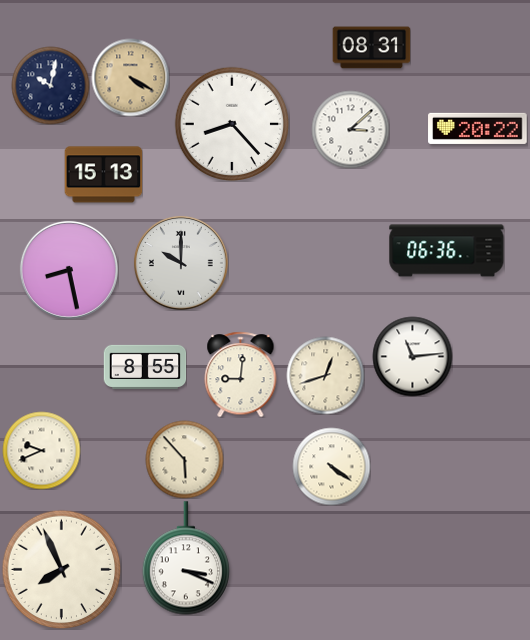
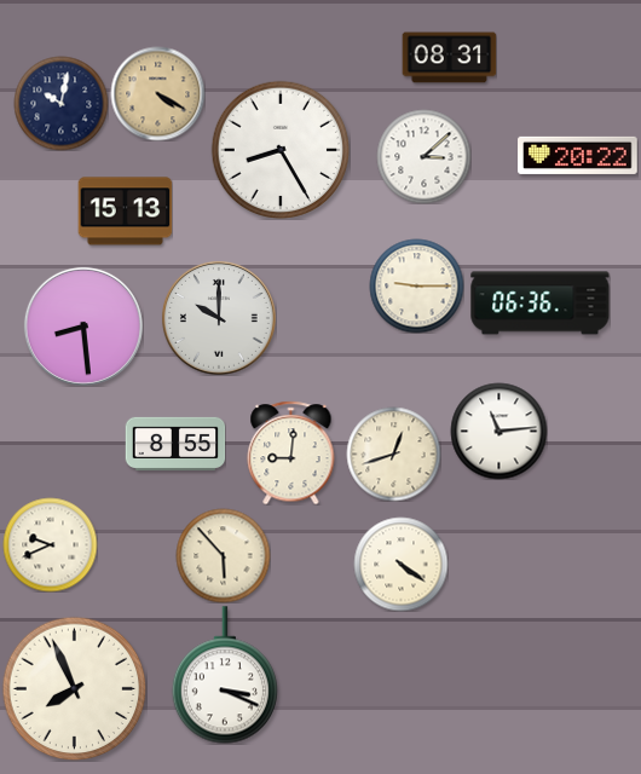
clock at (231, 123): 8:23 -> 8:25
clock at (416, 285): none -> 9:15
clock at (69, 270): 8:28 -> 8:29
